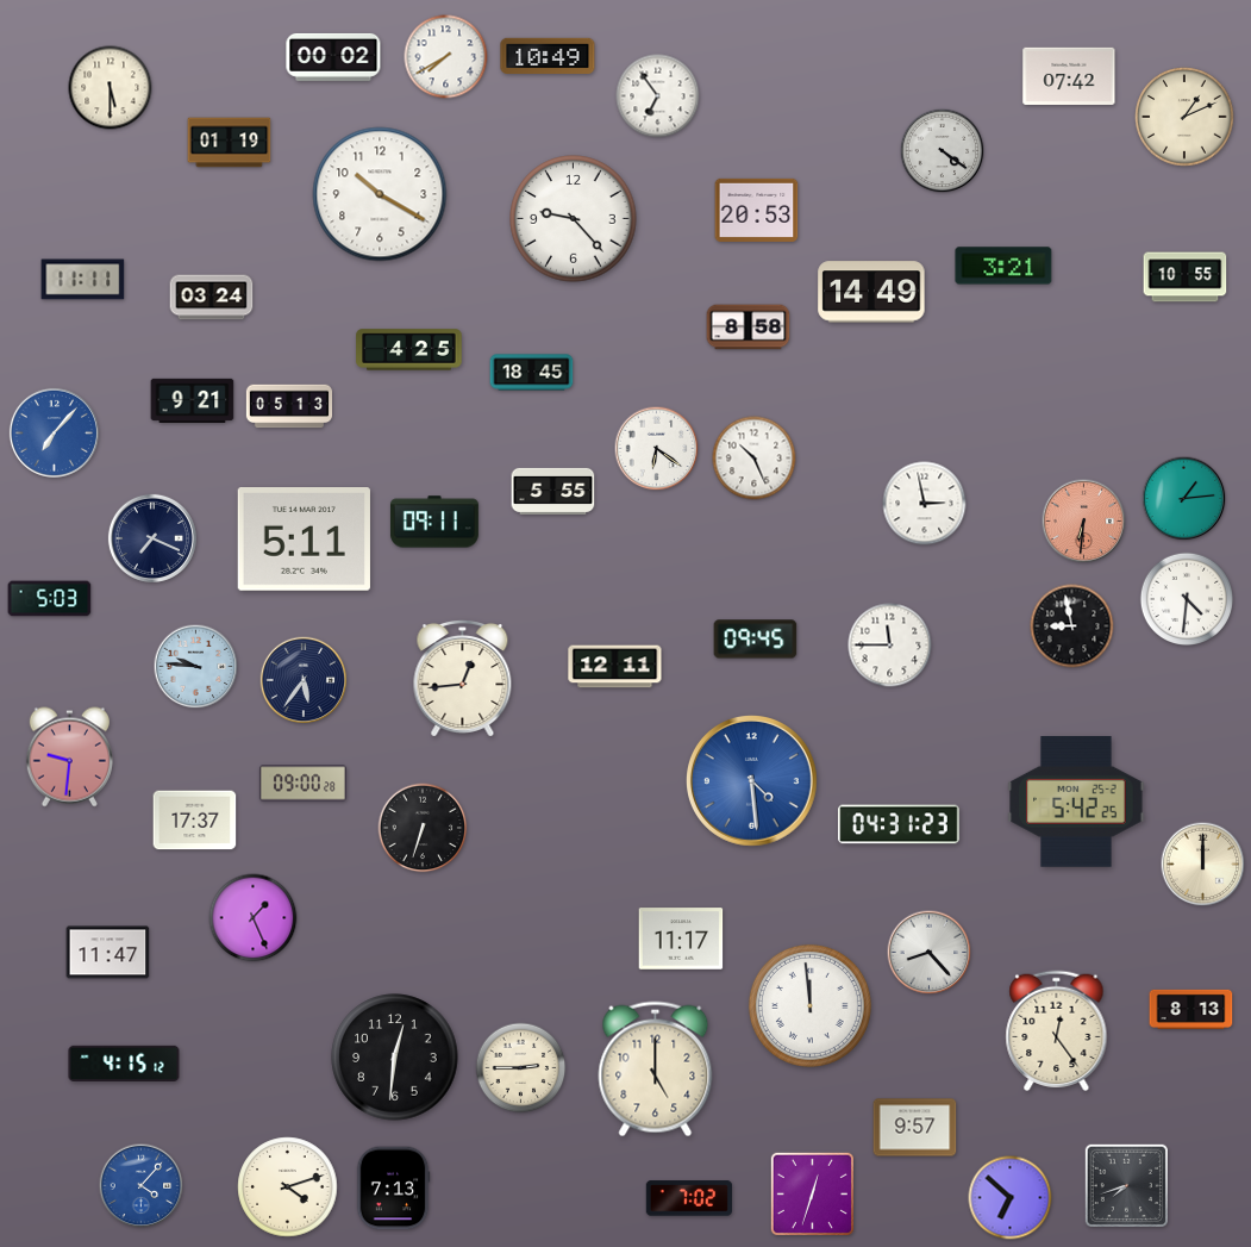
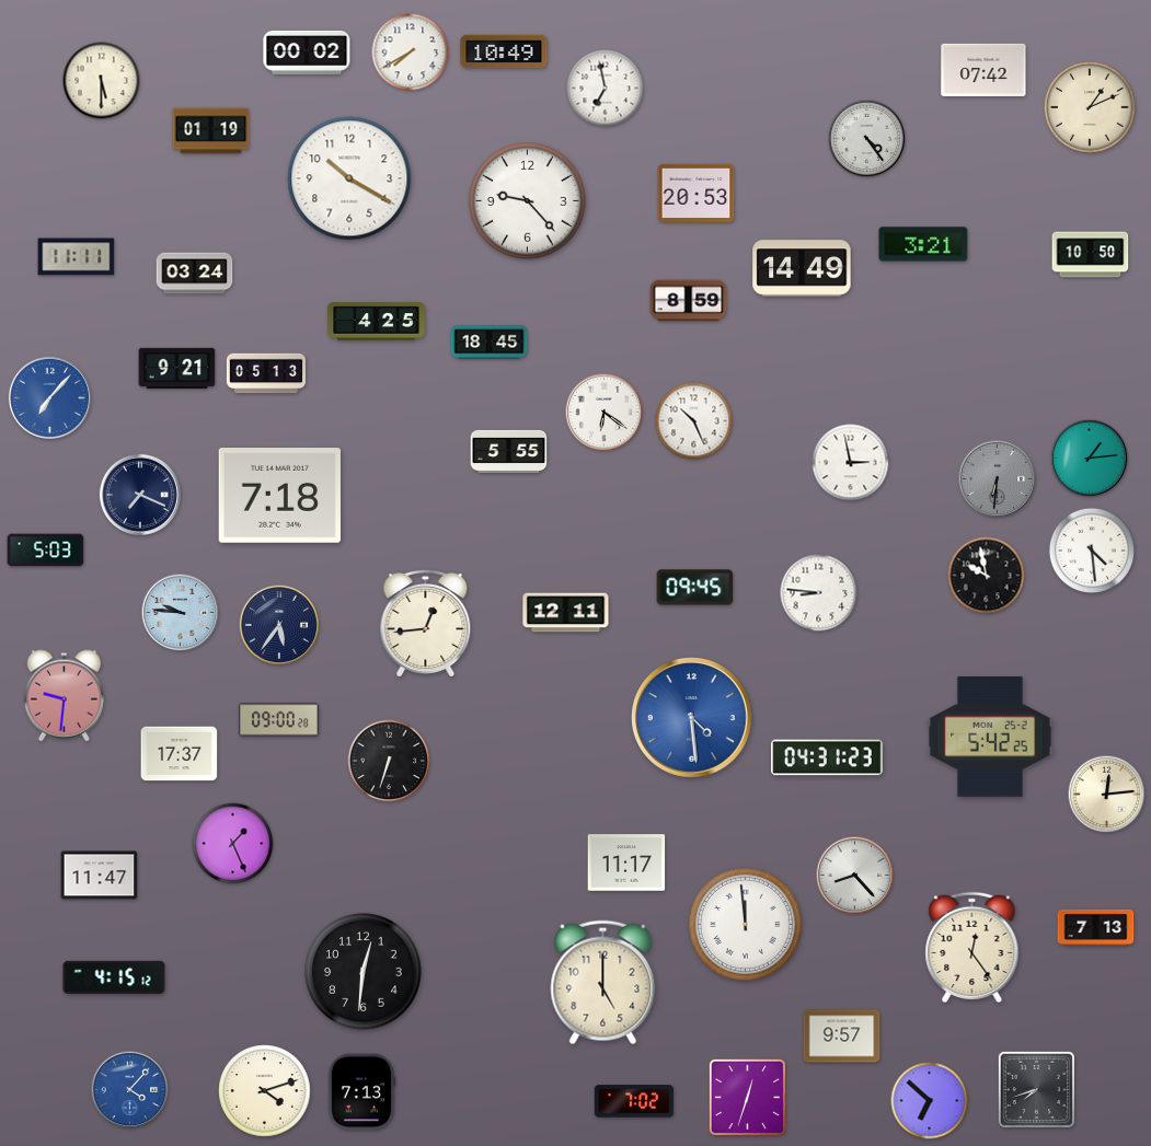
clock at (658, 96): 6:54 -> 6:58
clock at (943, 151): 4:21 -> 4:24
clock at (1186, 278): 10:55 -> 10:50
clock at (749, 328): 8:58 -> 8:59
clock at (434, 522): 09:11 -> none
clock at (1084, 522) dial: salmon -> grey
clock at (304, 540): 5:11 -> 7:18
clock at (1186, 598): 4:31 -> 4:29
clock at (1072, 626): 8:58 -> 9:58
clock at (890, 646): 11:45 -> 8:46
clock at (1203, 865): 12:00 -> 12:14
clock at (1191, 1009): 8:13 -> 7:13
clock at (521, 1068): 2:45 -> none
